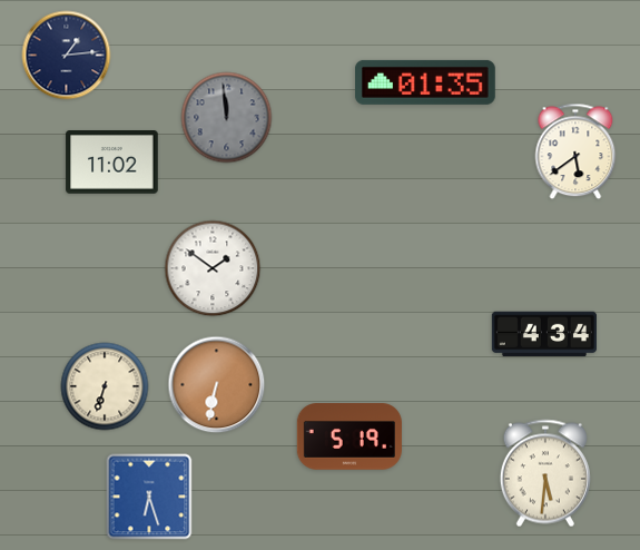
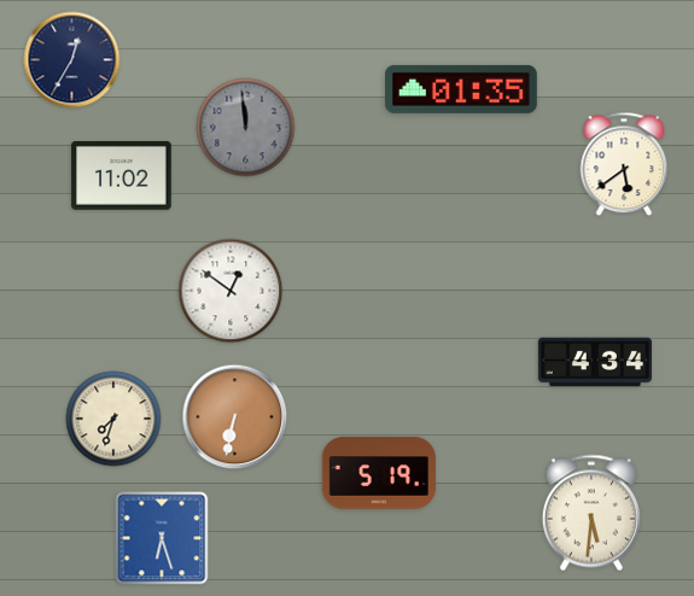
clock at (67, 56): 1:14 -> 12:35
clock at (213, 268): 1:51 -> 12:51
clock at (544, 334) position: (544, 334) -> (595, 362)
clock at (105, 386): 6:33 -> 7:33
